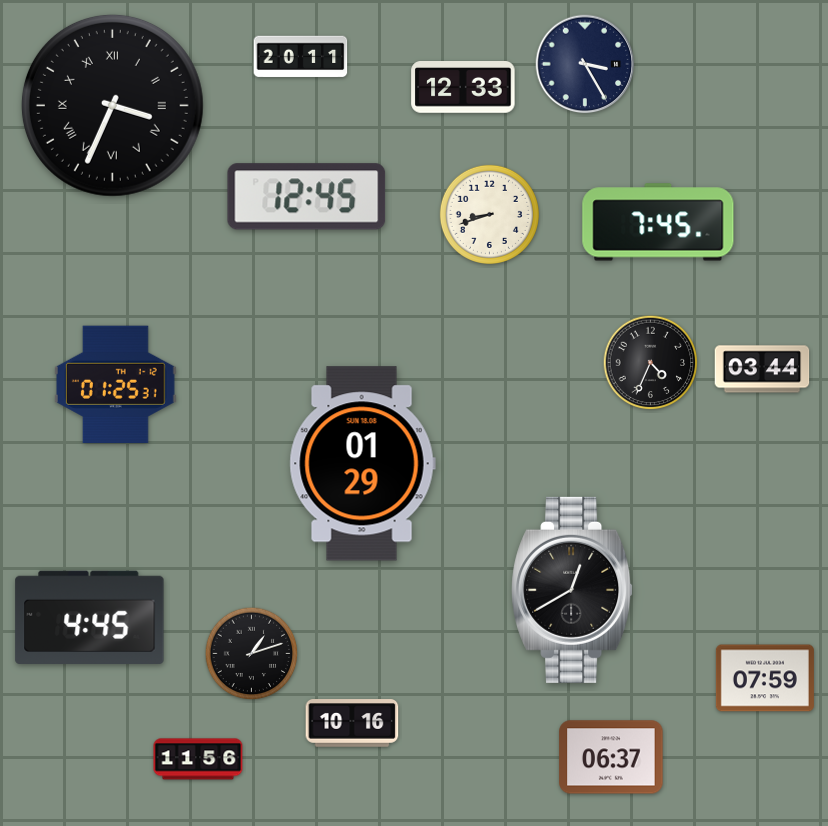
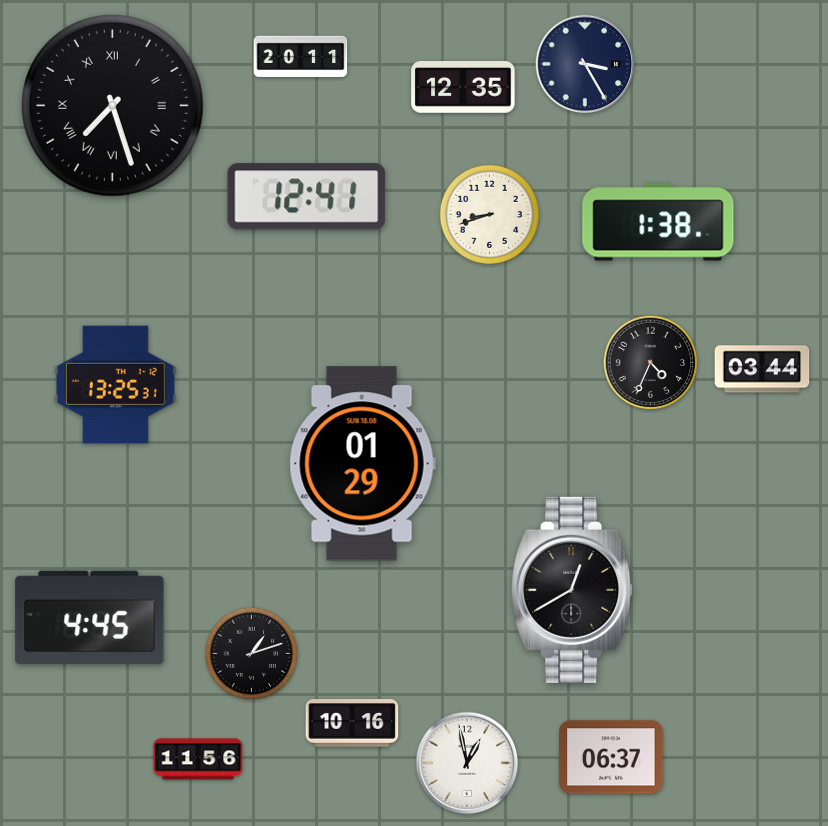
clock at (463, 88): 12:33 -> 12:35
clock at (112, 105): 3:34 -> 7:27
clock at (307, 197): 12:45 -> 12:41
clock at (658, 222): 7:45 -> 1:38
clock at (115, 384): 01:25 -> 13:25
clock at (765, 678): 07:59 -> none
clock at (467, 763): none -> 12:58
